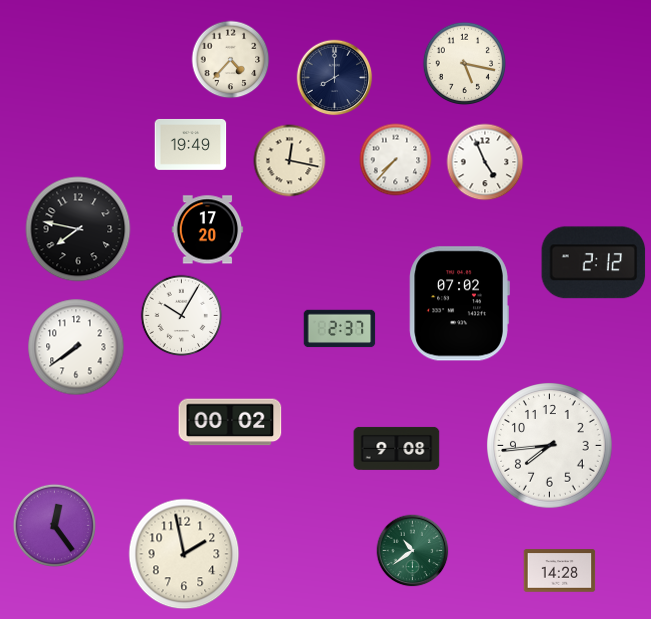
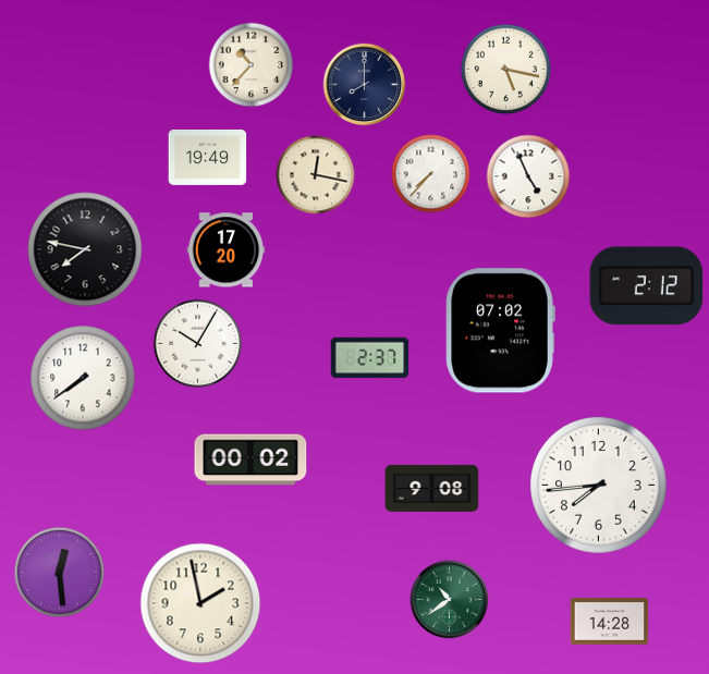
clock at (231, 60): 4:37 -> 10:37
clock at (54, 525): 12:24 -> 12:29
